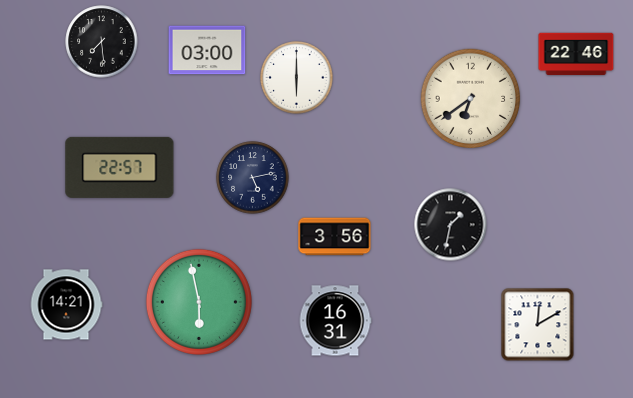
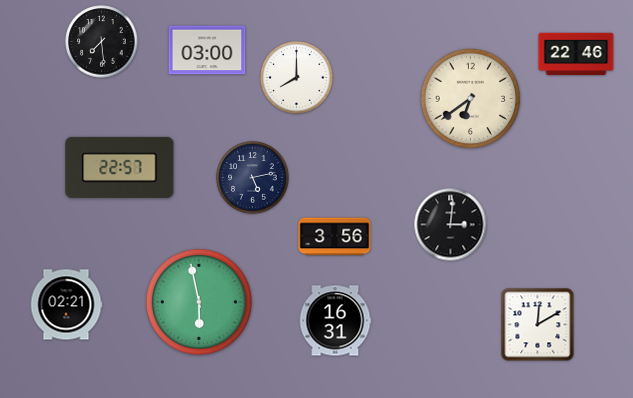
clock at (297, 78): 6:00 -> 8:00
clock at (451, 225): 1:32 -> 3:01
clock at (66, 305): 14:21 -> 02:21
